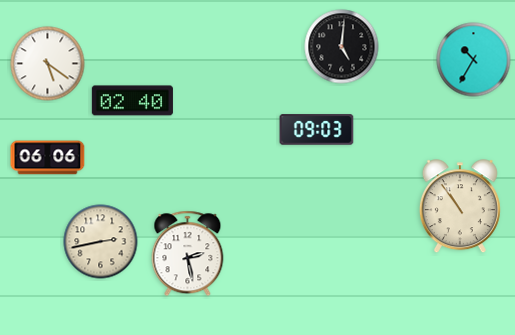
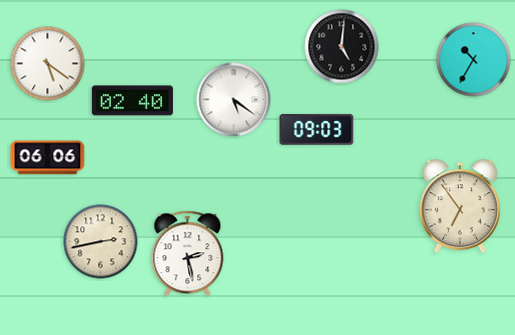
clock at (234, 100): none -> 5:21
clock at (460, 207): 10:54 -> 6:54
